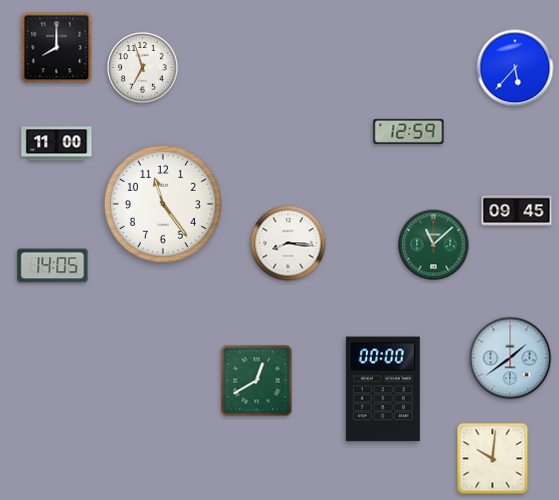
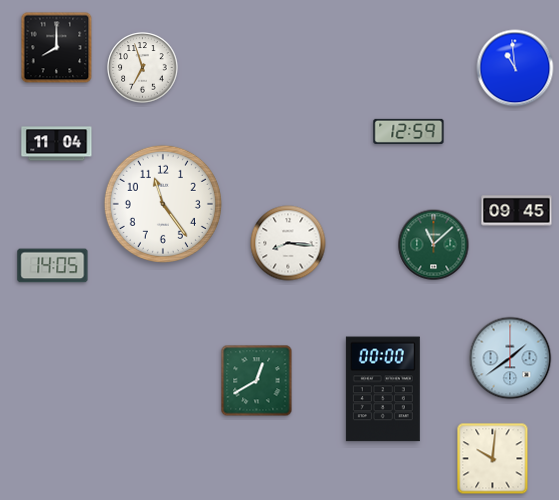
clock at (515, 68): 5:37 -> 10:59
clock at (57, 144): 11:00 -> 11:04
